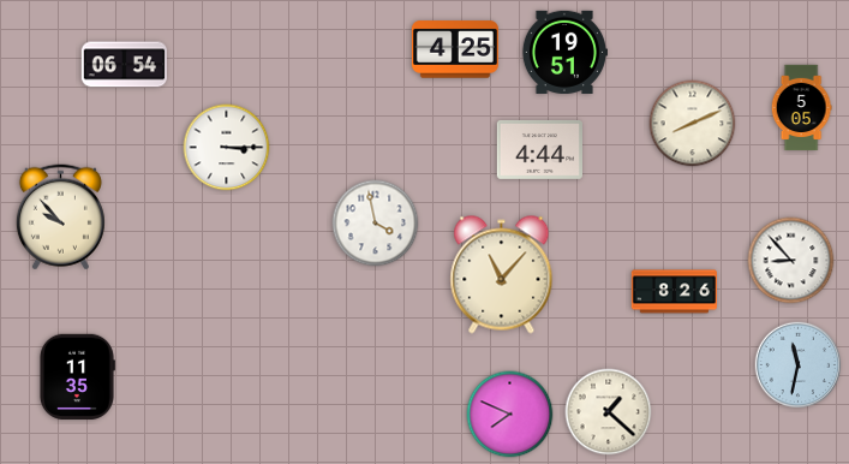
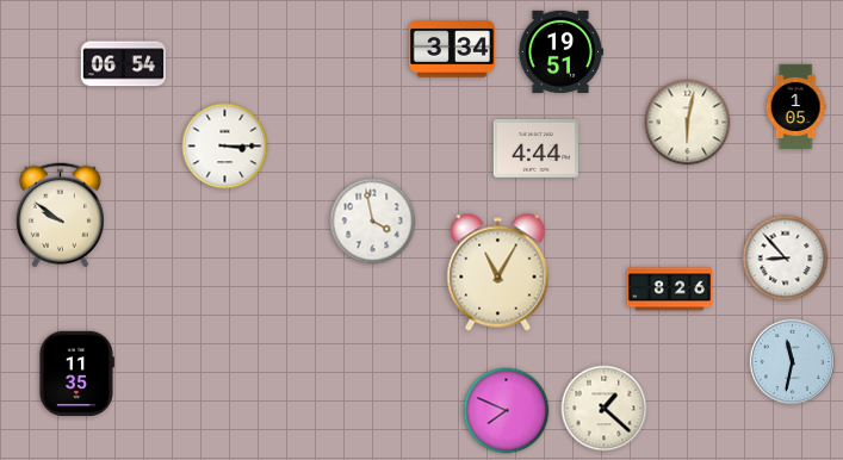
clock at (455, 49): 4:25 -> 3:34
clock at (801, 108): 5:05 -> 1:05
clock at (693, 124): 8:11 -> 6:02
clock at (60, 218): 9:53 -> 9:51
clock at (502, 275): 11:07 -> 11:05
